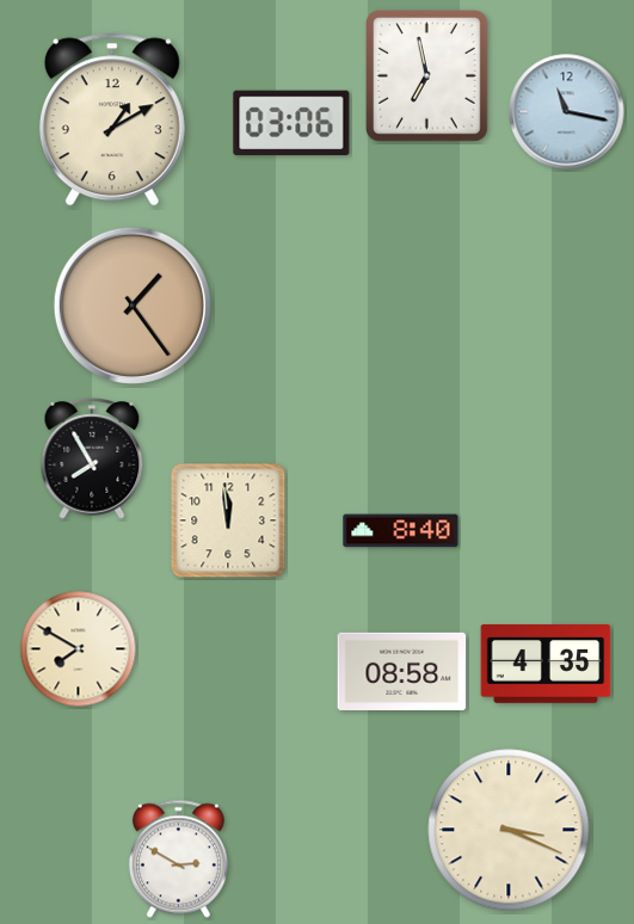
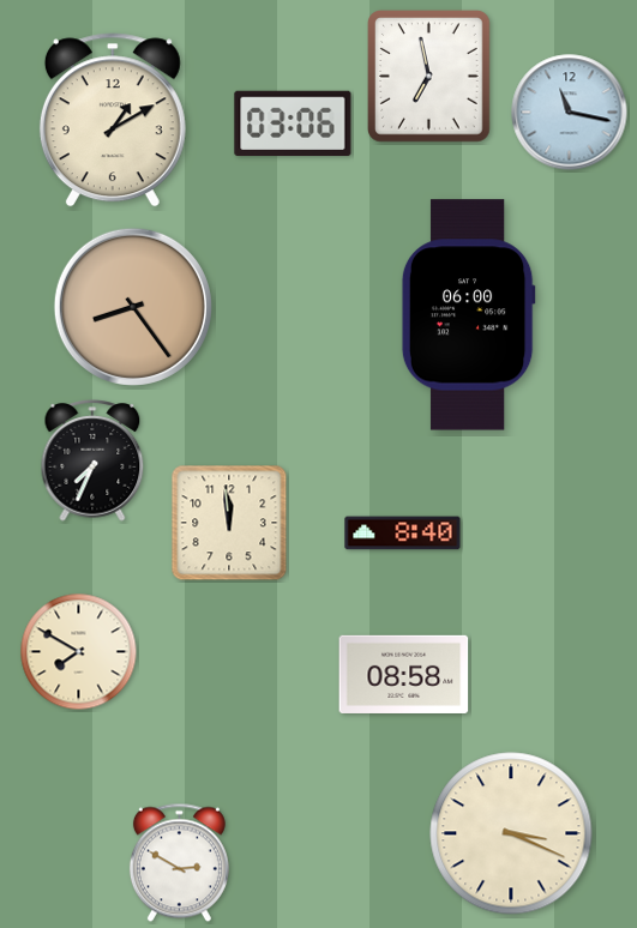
clock at (133, 306): 1:24 -> 8:24
clock at (468, 315): none -> 06:00
clock at (92, 458): 7:55 -> 7:34
clock at (546, 665): 4:35 -> none
